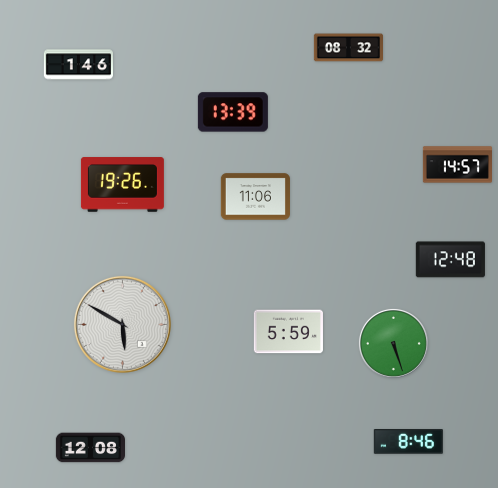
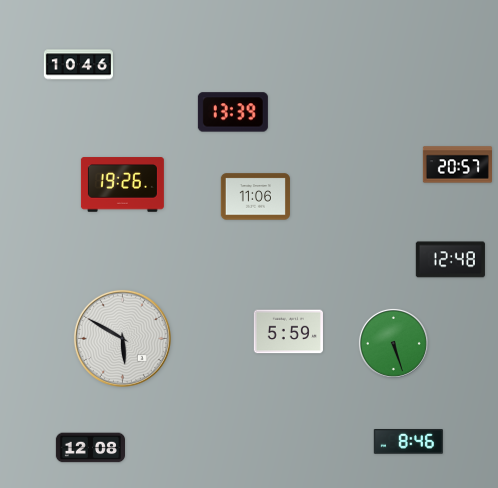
clock at (348, 48): 08:32 -> none
clock at (78, 65): 1:46 -> 10:46
clock at (457, 165): 14:57 -> 20:57
clock at (122, 324) position: (122, 324) -> (122, 338)
